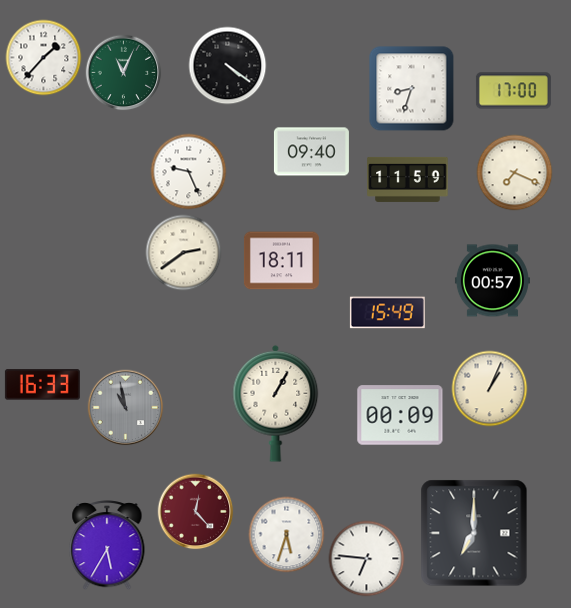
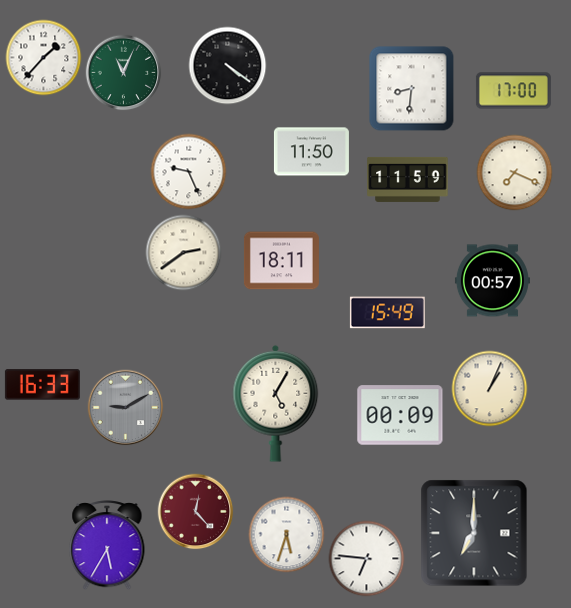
clock at (412, 89): 8:33 -> 8:31
clock at (311, 152): 09:40 -> 11:50
clock at (276, 403): 1:05 -> 5:05
clock at (126, 408): 10:58 -> 9:10
